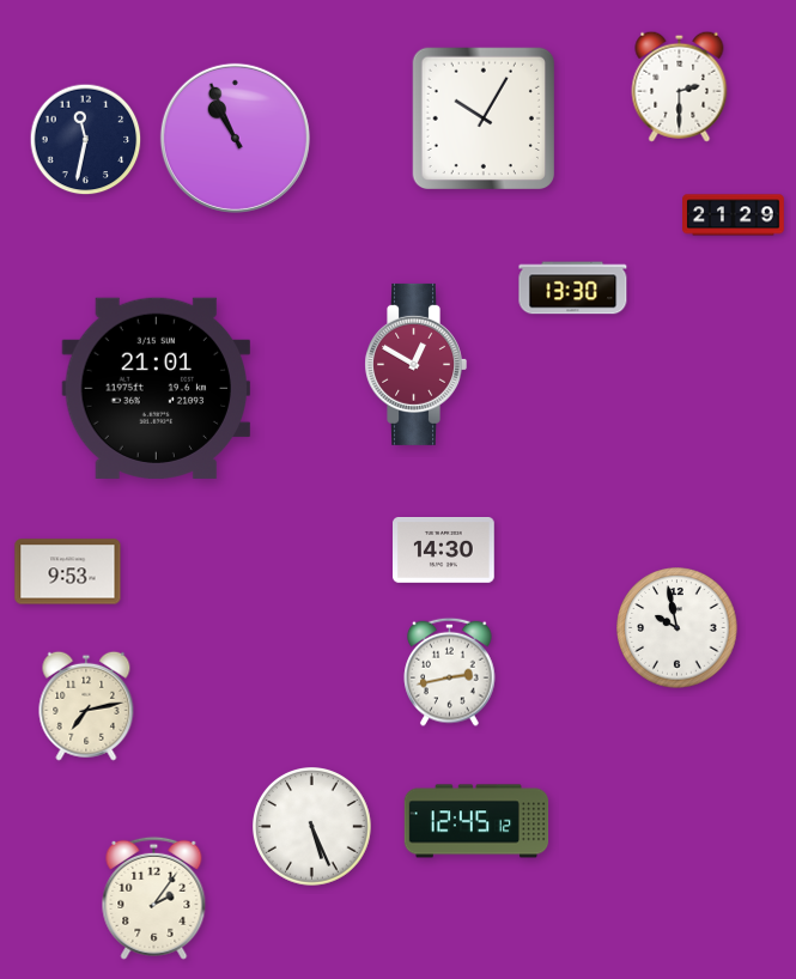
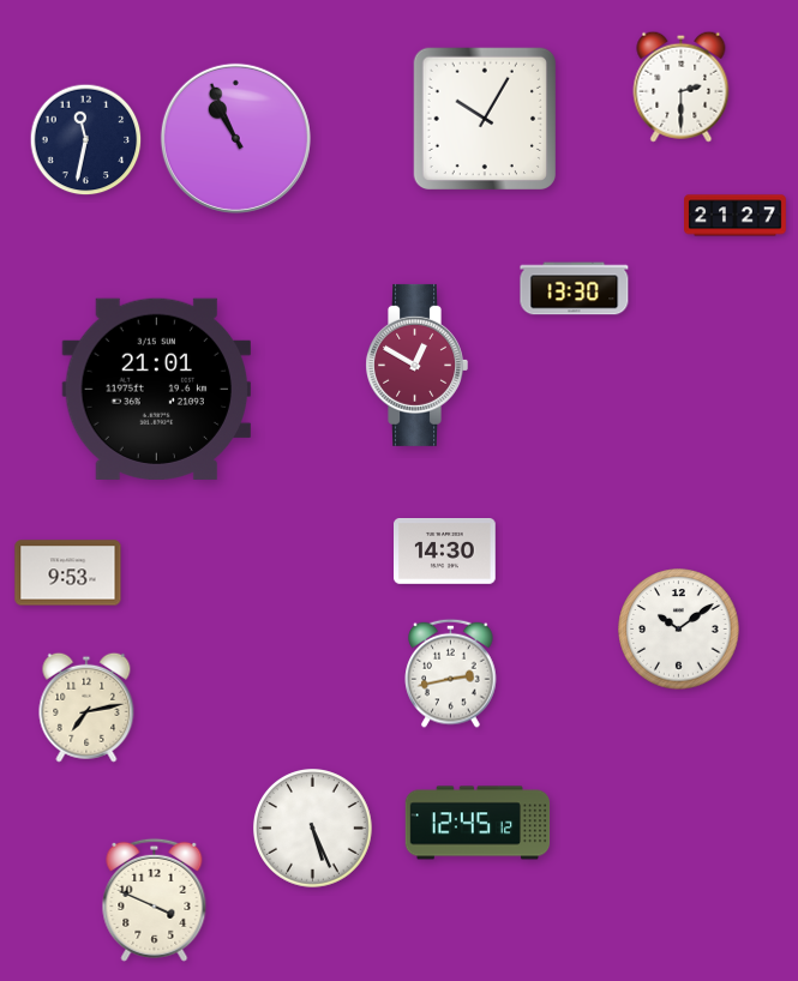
clock at (734, 215): 21:29 -> 21:27
clock at (677, 628): 9:58 -> 10:09
clock at (154, 898): 2:06 -> 3:49
